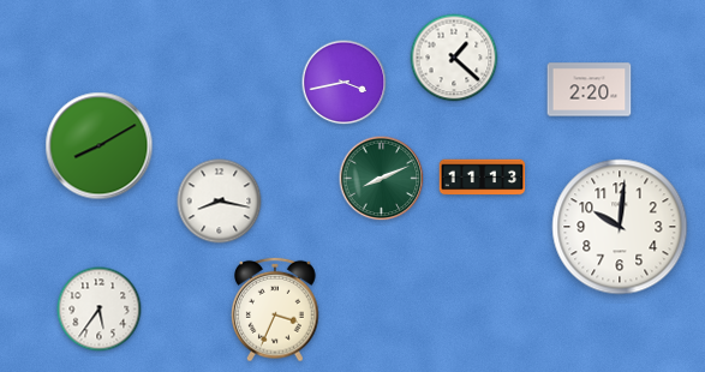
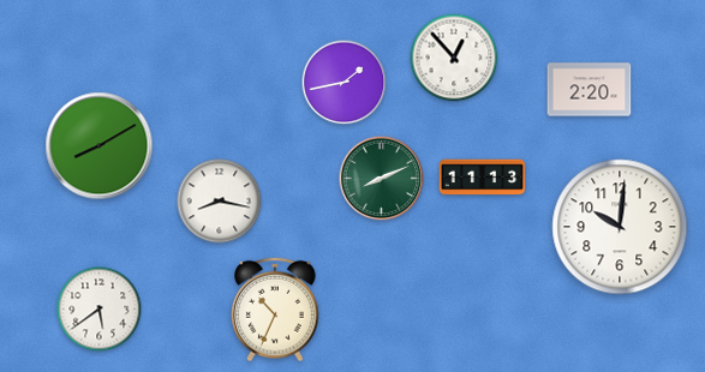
clock at (454, 58): 1:22 -> 12:53
clock at (345, 83): 3:43 -> 1:43
clock at (100, 310): 5:36 -> 5:39
clock at (276, 310): 3:34 -> 10:34
